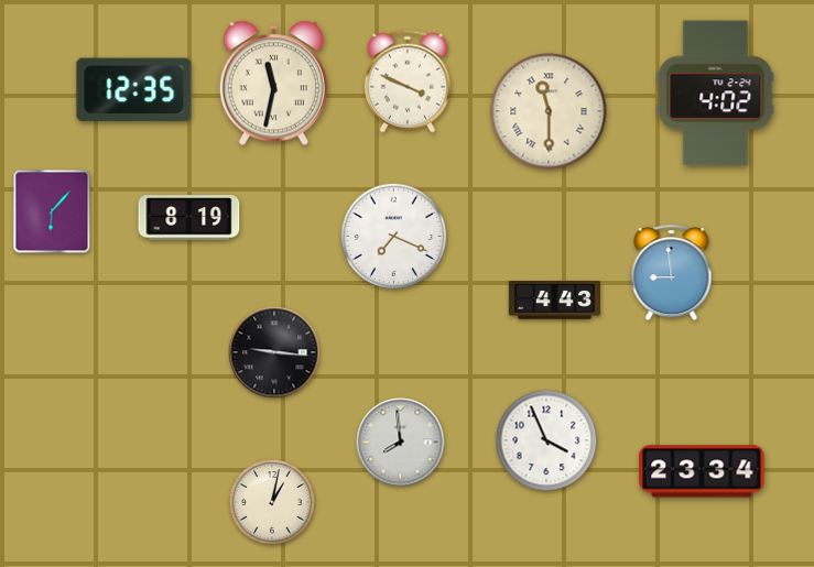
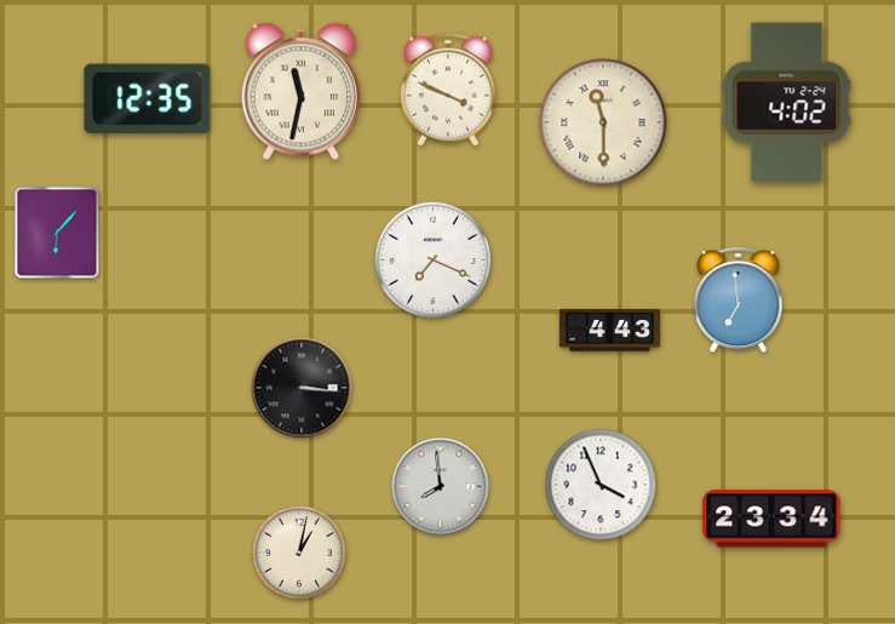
clock at (189, 218): 8:19 -> none
clock at (672, 273): 8:59 -> 6:59
clock at (274, 352): 9:16 -> 3:16
